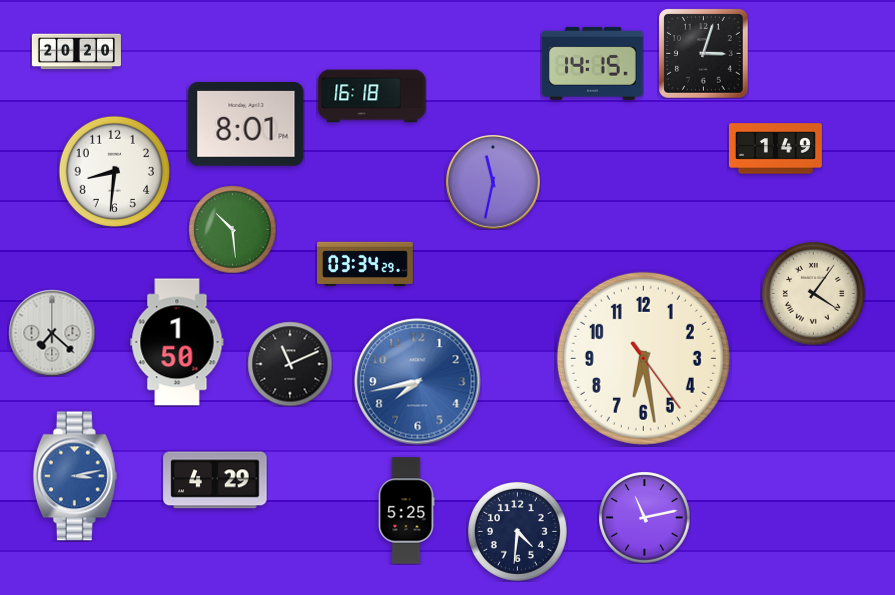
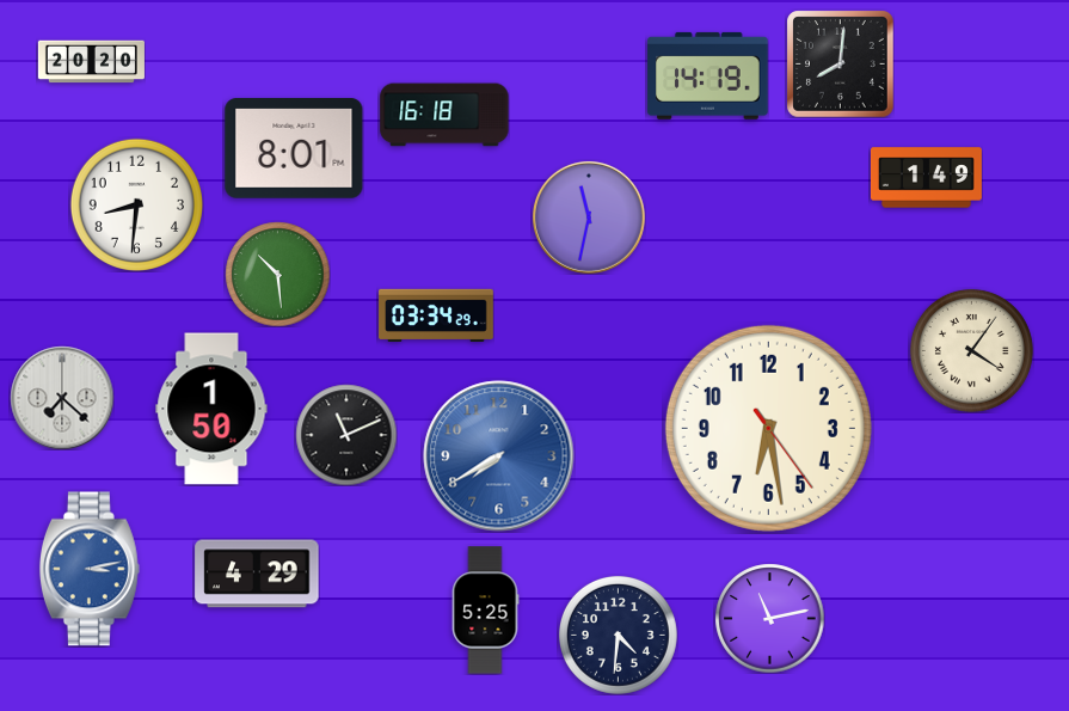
clock at (703, 53): 3:03 -> 8:01
clock at (593, 63): 14:15 -> 14:19
clock at (418, 382): 7:43 -> 7:40
